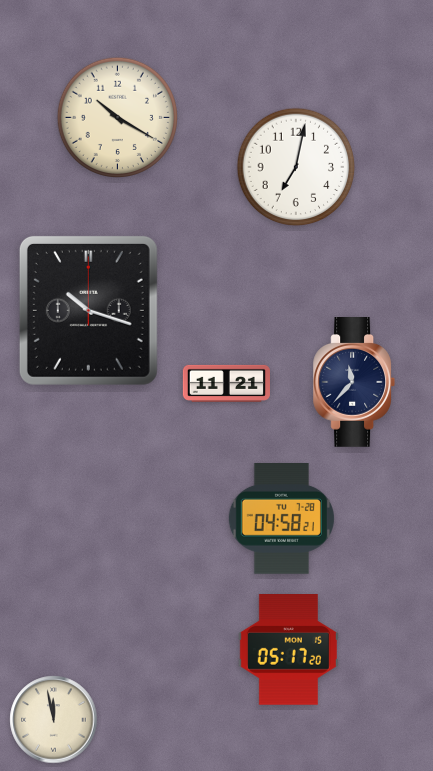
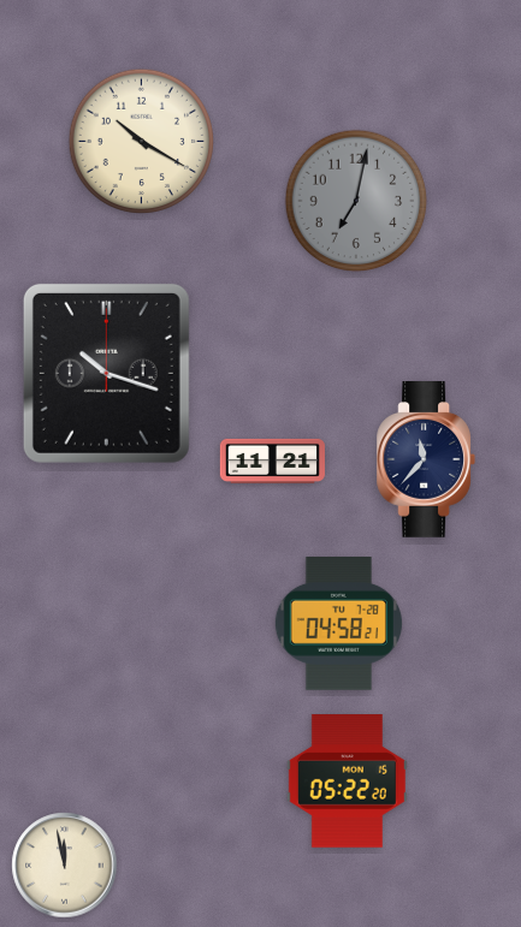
clock at (296, 167) dial: white -> grey
clock at (288, 650): 05:17 -> 05:22
